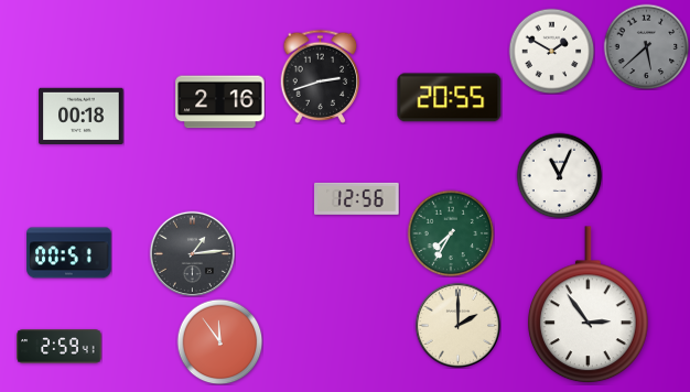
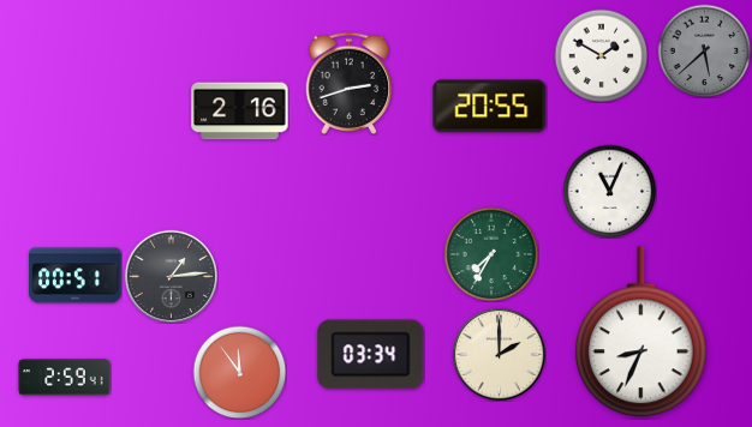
clock at (82, 116): 00:18 -> none
clock at (357, 198): 12:56 -> none
clock at (192, 253) position: (192, 253) -> (171, 276)
clock at (587, 305): 2:54 -> 8:34
clock at (371, 355): none -> 03:34
